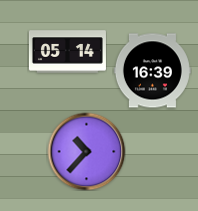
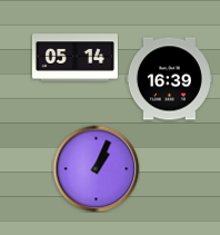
clock at (86, 151): 10:37 -> 1:04
